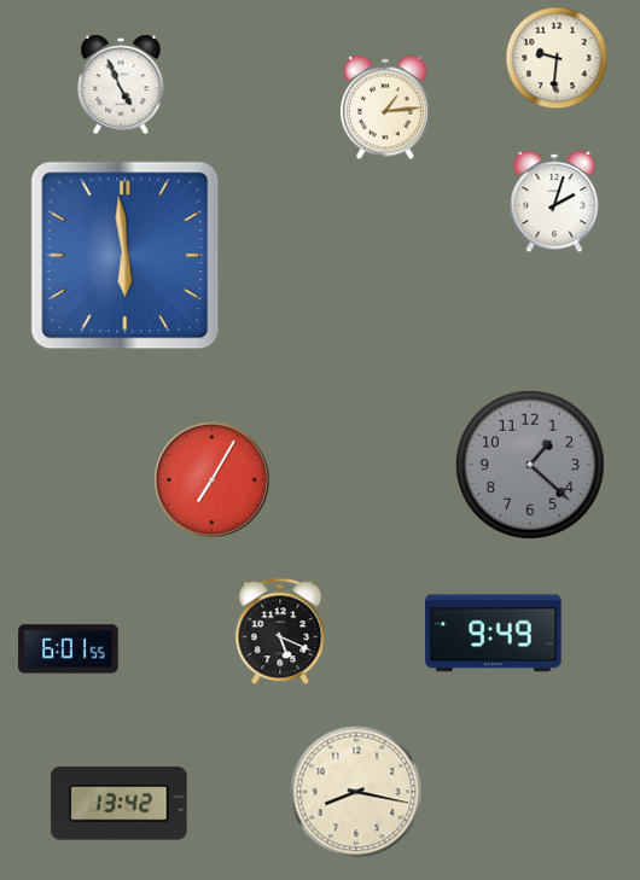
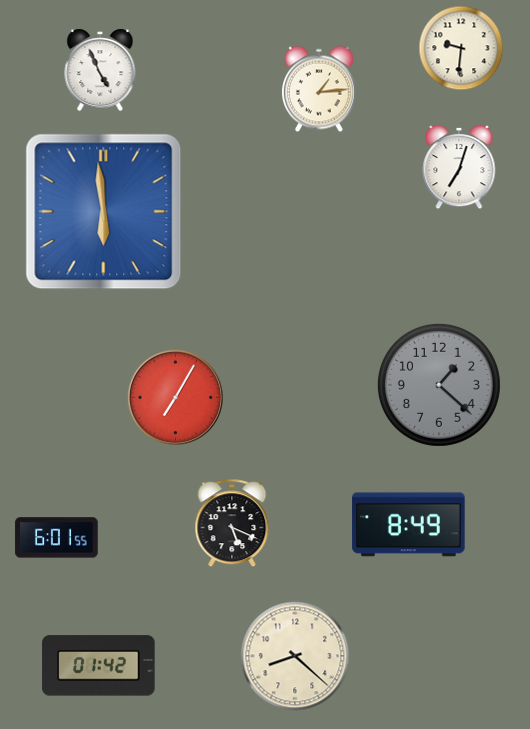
clock at (554, 202): 2:03 -> 7:03
clock at (494, 634): 9:49 -> 8:49
clock at (356, 792): 8:17 -> 8:22
clock at (120, 804): 13:42 -> 01:42
